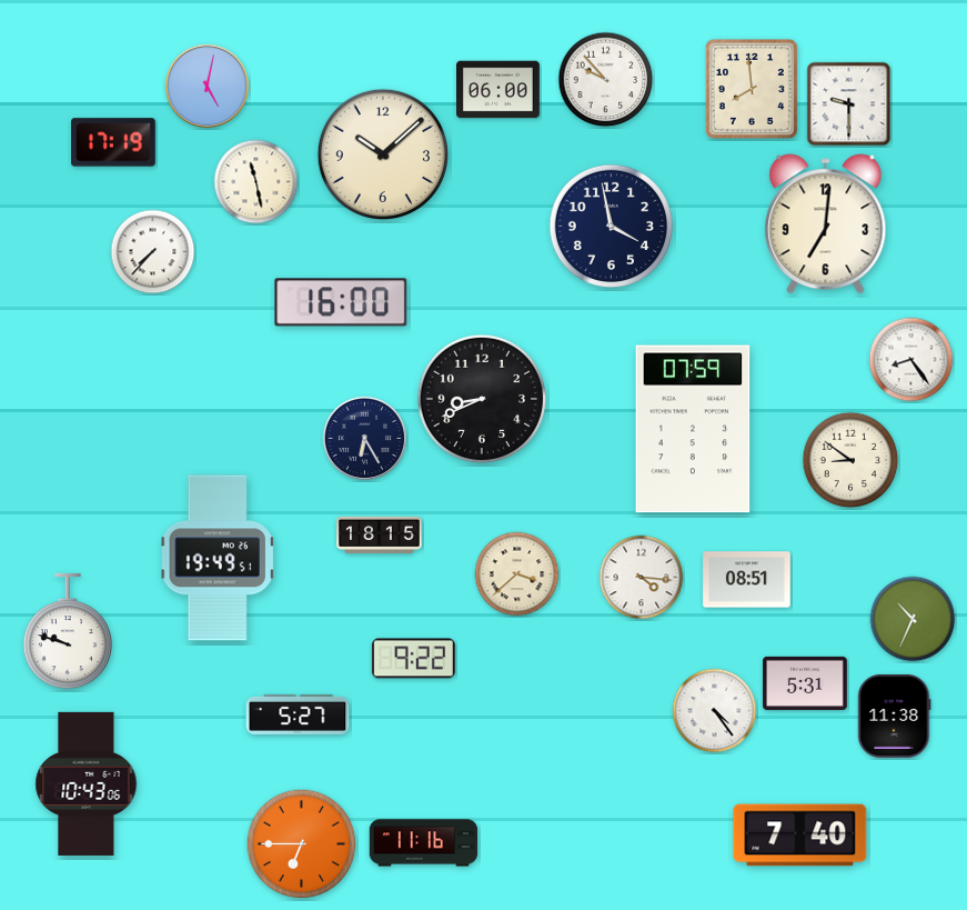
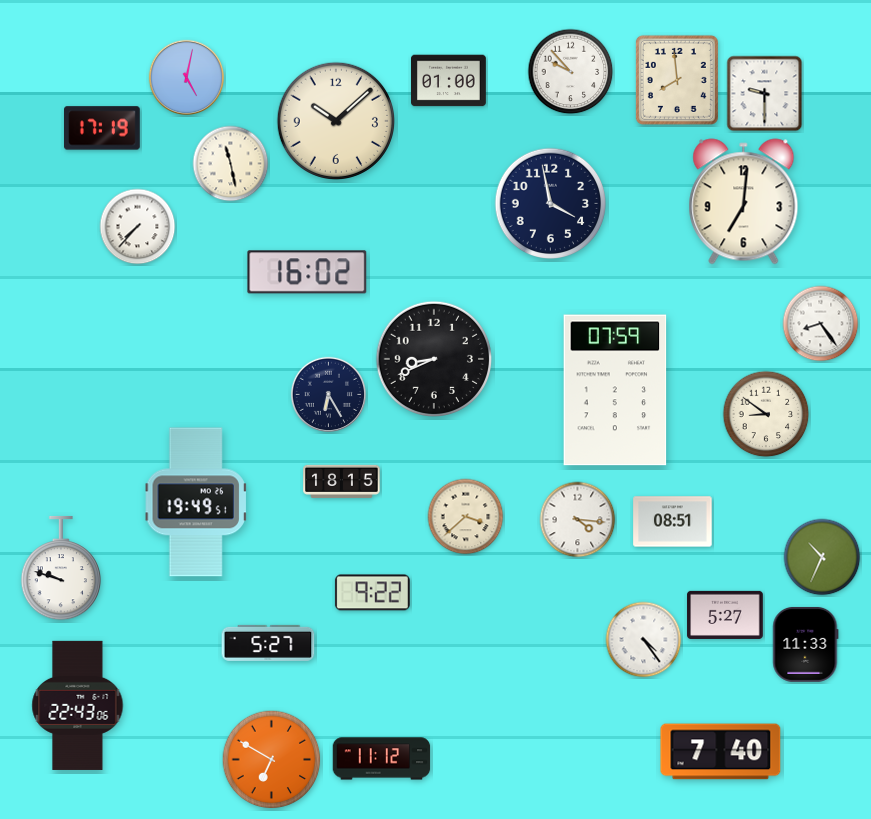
clock at (606, 80) position: (606, 80) -> (571, 72)
clock at (498, 90): 06:00 -> 01:00
clock at (382, 153) position: (382, 153) -> (335, 120)
clock at (341, 302): 16:00 -> 16:02
clock at (693, 429) position: (693, 429) -> (615, 390)
clock at (805, 683): 5:31 -> 5:27
clock at (895, 716): 11:38 -> 11:33
clock at (87, 783): 10:43 -> 22:43
clock at (424, 843): 11:16 -> 11:12
clock at (302, 844): 6:45 -> 6:50
